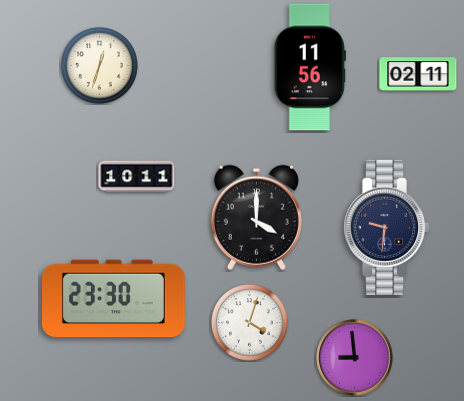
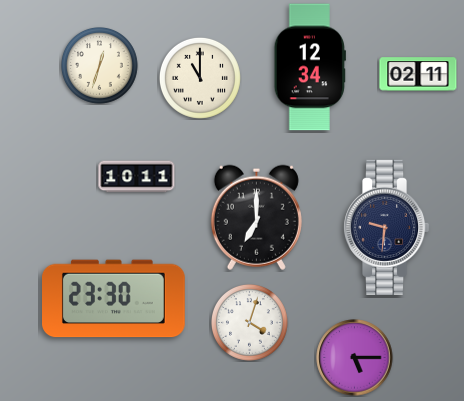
clock at (310, 67): 11:56 -> 12:34
clock at (200, 78): none -> 11:00
clock at (256, 217): 4:00 -> 7:00
clock at (355, 358): 8:59 -> 5:15
